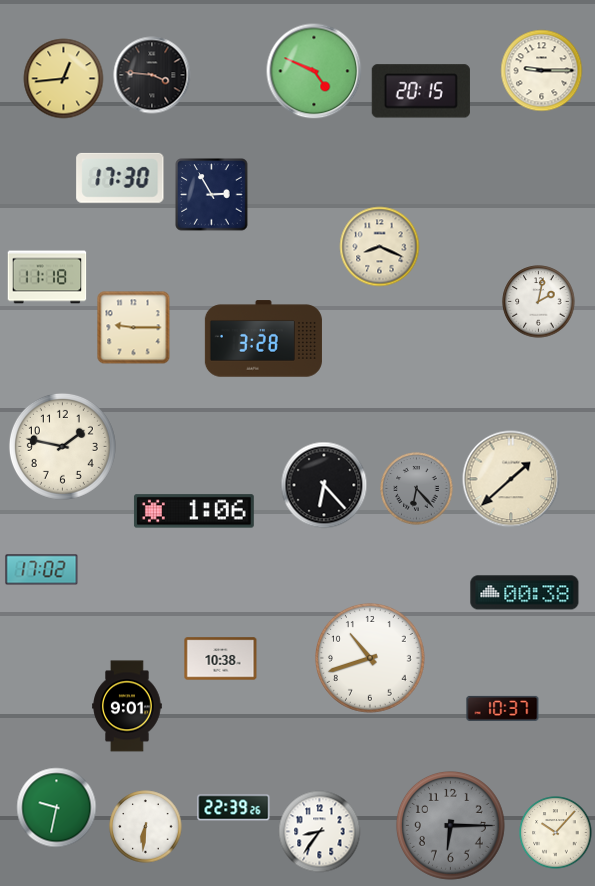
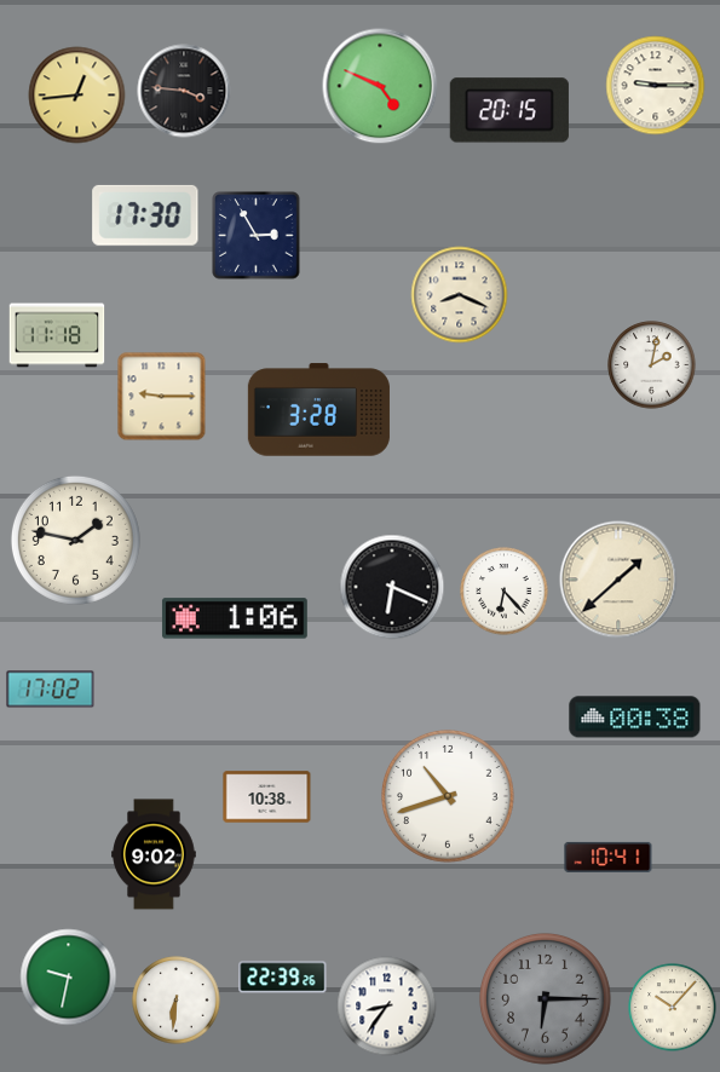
clock at (380, 247) position: (380, 247) -> (460, 295)
clock at (324, 485): 6:23 -> 6:19
clock at (417, 489) dial: grey -> white
clock at (127, 706): 9:01 -> 9:02
clock at (503, 708): 10:37 -> 10:41
